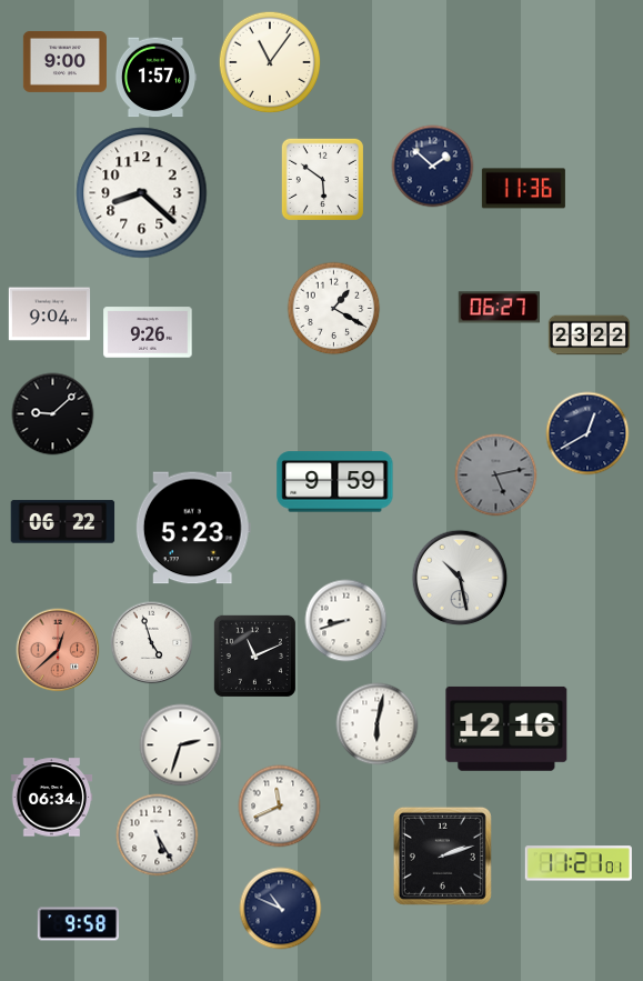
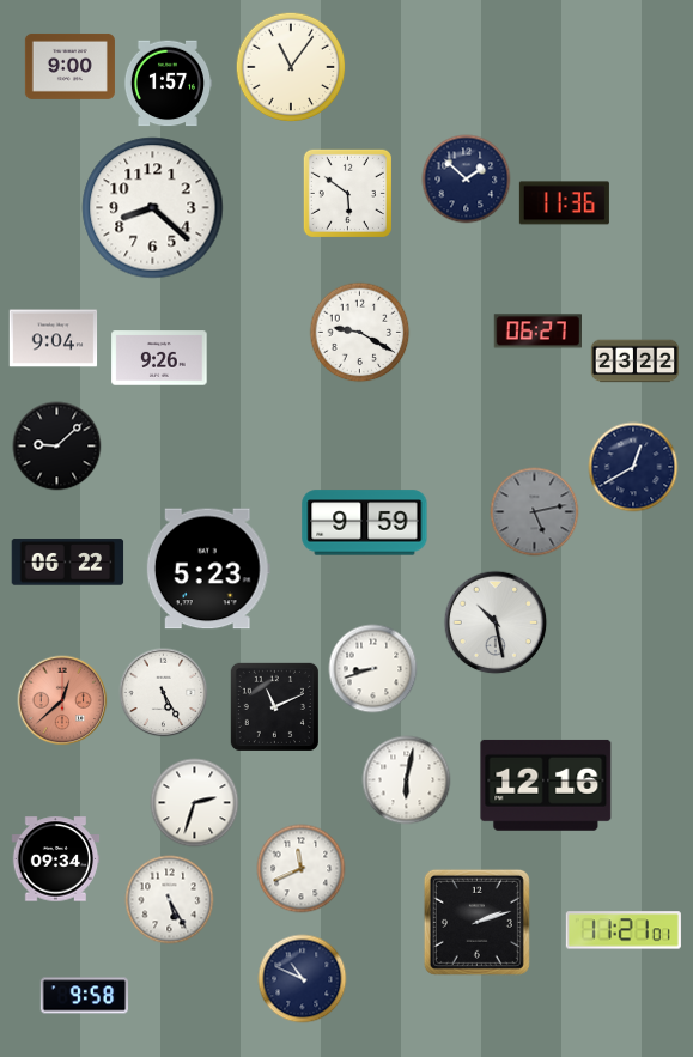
clock at (334, 309): 1:20 -> 9:20
clock at (335, 482) position: (335, 482) -> (365, 523)
clock at (152, 643): 4:57 -> 5:25
clock at (52, 798): 06:34 -> 09:34
